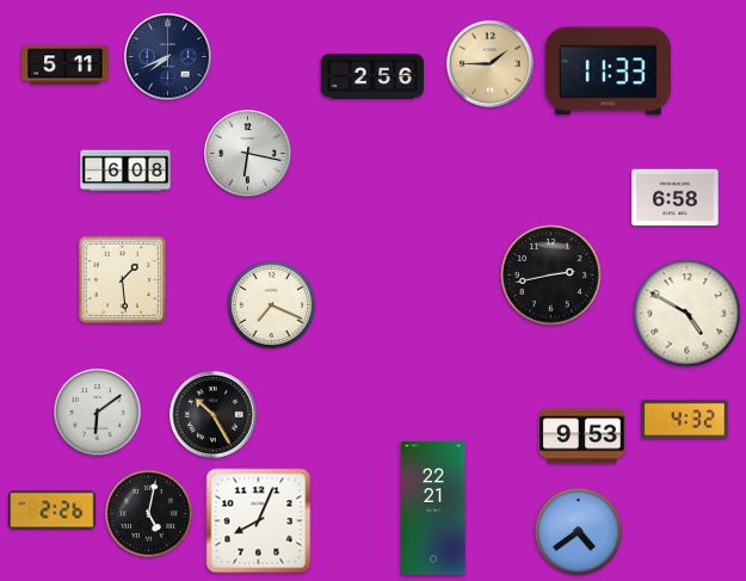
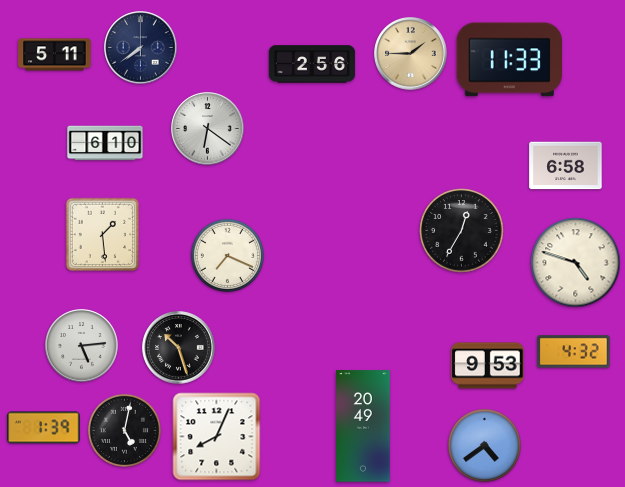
clock at (168, 57): 7:41 -> 7:39
clock at (248, 154): 6:17 -> 6:21
clock at (125, 171): 6:08 -> 6:10
clock at (551, 276): 2:43 -> 12:35
clock at (688, 314): 4:50 -> 4:48
clock at (98, 413): 6:09 -> 5:14
clock at (214, 415): 10:25 -> 10:27
clock at (433, 508): 22:21 -> 20:49
clock at (53, 511): 2:26 -> 1:39
